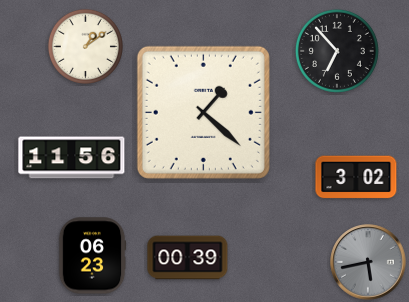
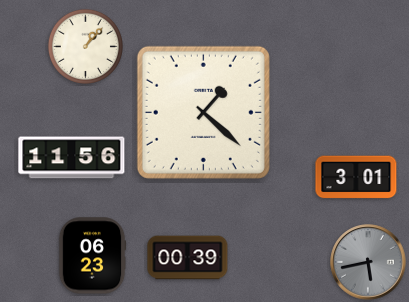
clock at (85, 46): 1:09 -> 1:07
clock at (337, 51): 6:53 -> none
clock at (356, 177): 3:02 -> 3:01
